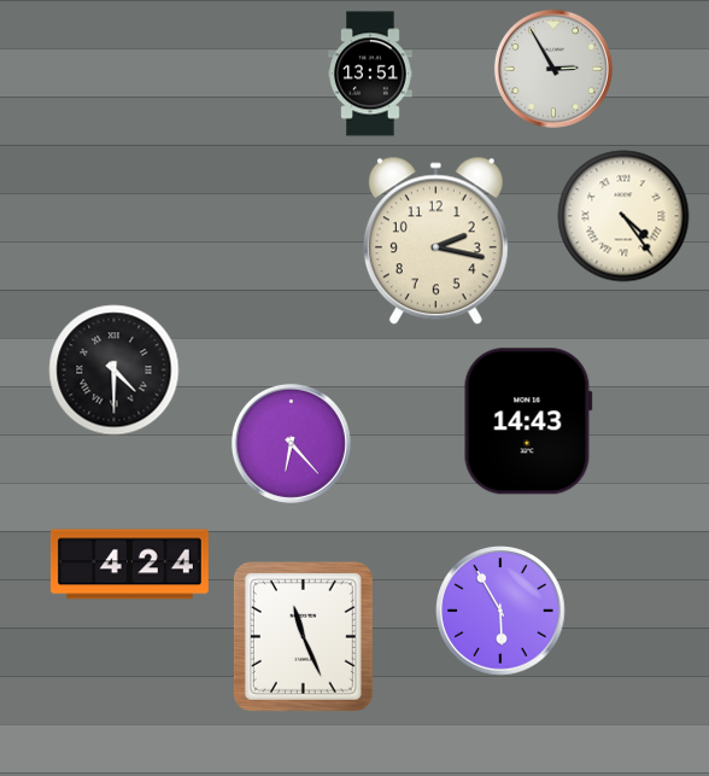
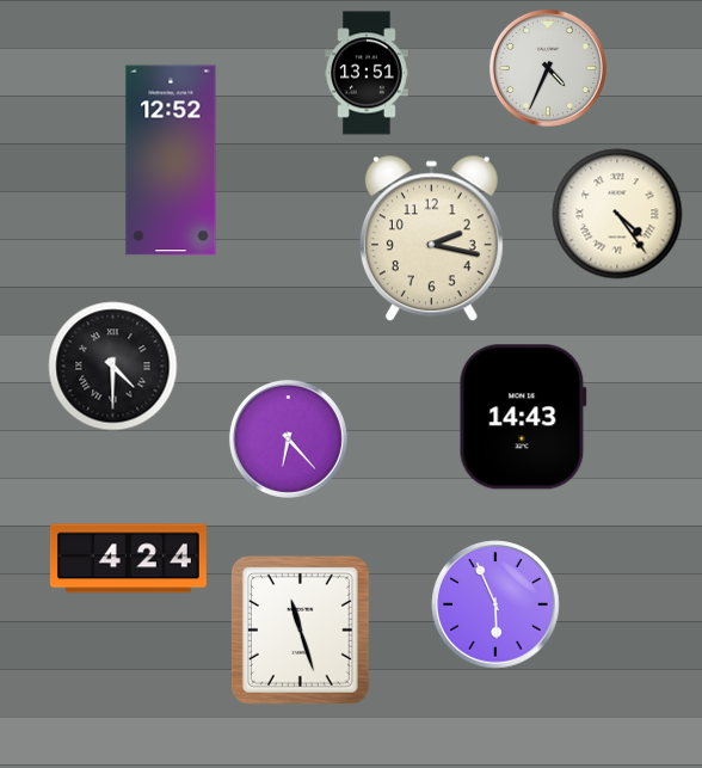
clock at (553, 69): 2:55 -> 4:34
clock at (171, 160): none -> 12:52
clock at (500, 611): 5:55 -> 5:56
clock at (303, 636): 11:26 -> 11:27
